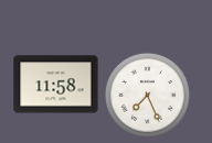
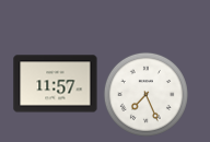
clock at (56, 85): 11:58 -> 11:57
